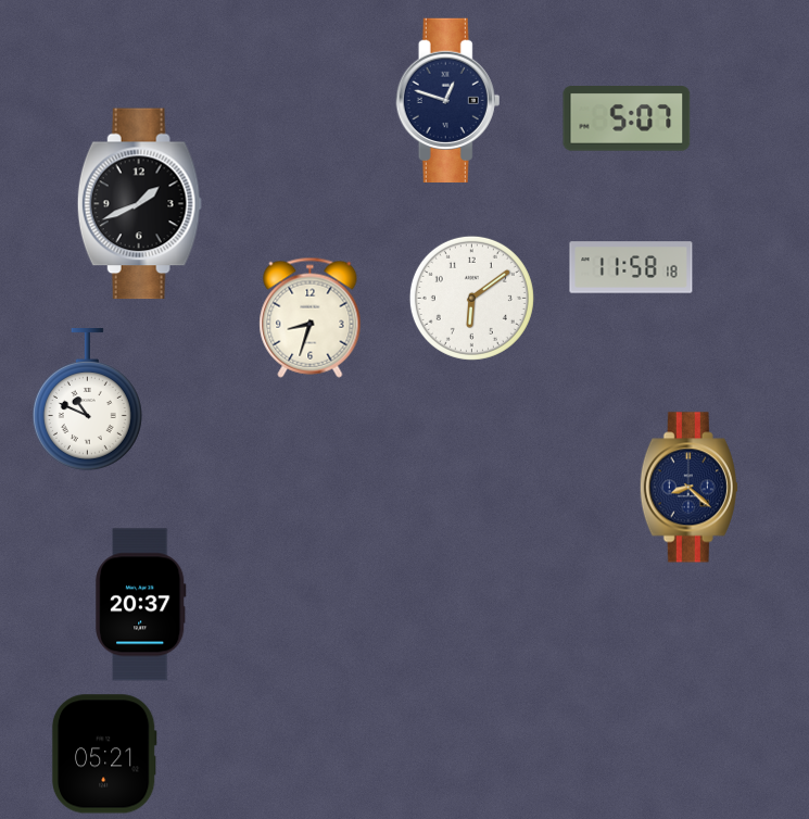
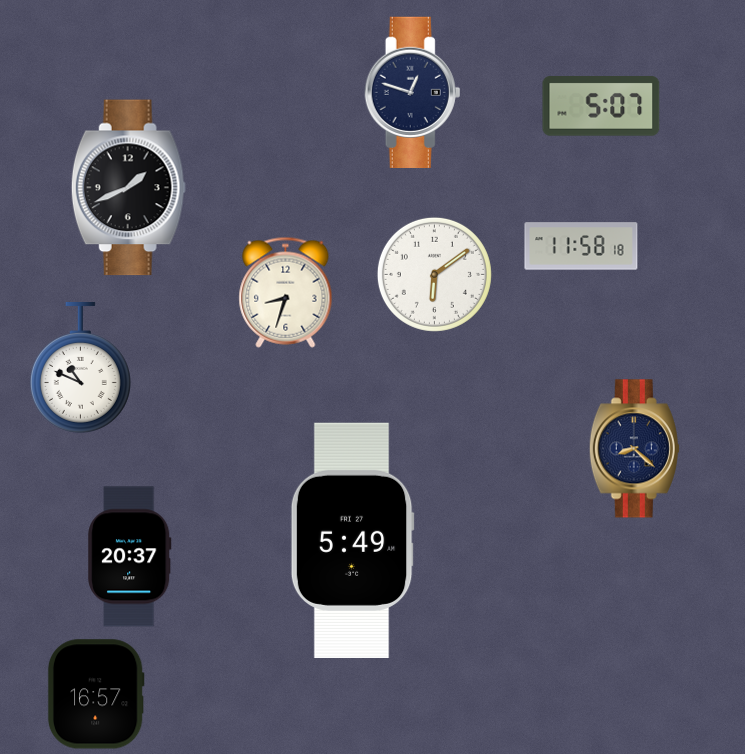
clock at (627, 119) position: (627, 119) -> (601, 107)
clock at (352, 540): none -> 5:49
clock at (104, 754): 05:21 -> 16:57
